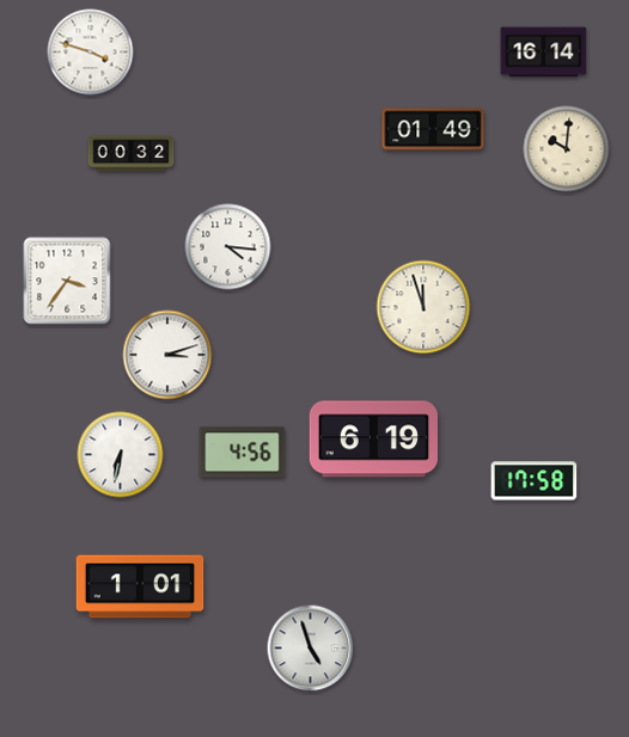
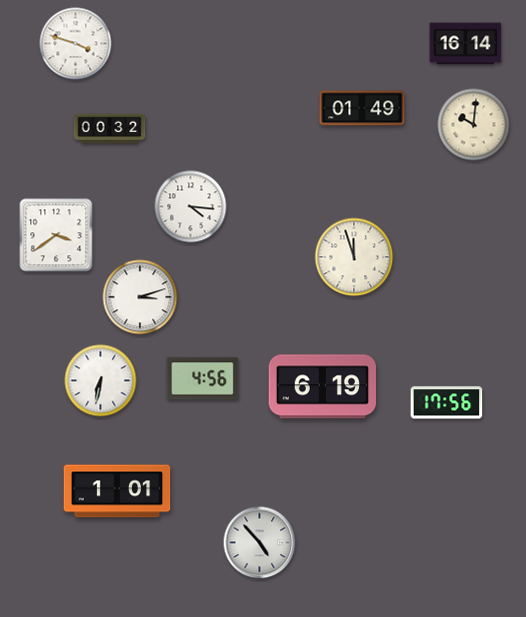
clock at (544, 53) position: (544, 53) -> (466, 44)
clock at (67, 281): 3:36 -> 3:39
clock at (374, 440) position: (374, 440) -> (323, 387)
clock at (535, 481): 17:58 -> 17:56
clock at (311, 649): 4:57 -> 4:53
